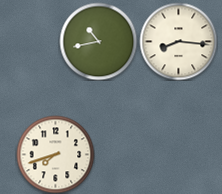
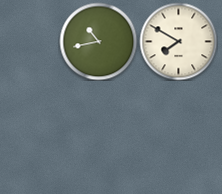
clock at (178, 41): 8:16 -> 7:50
clock at (55, 154): 7:42 -> none
